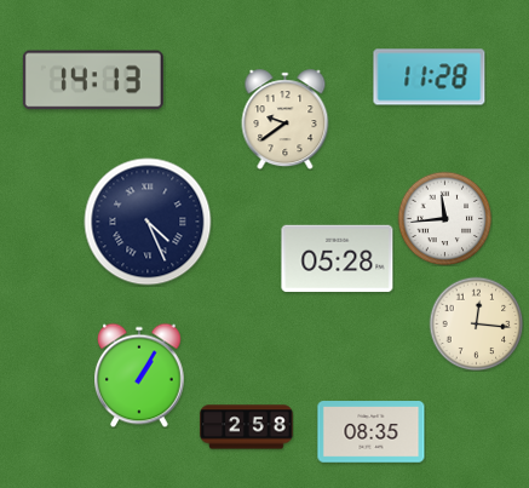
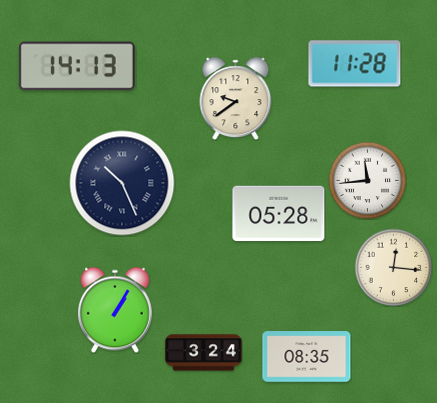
clock at (148, 222): 4:26 -> 10:26
clock at (247, 427): 2:58 -> 3:24
